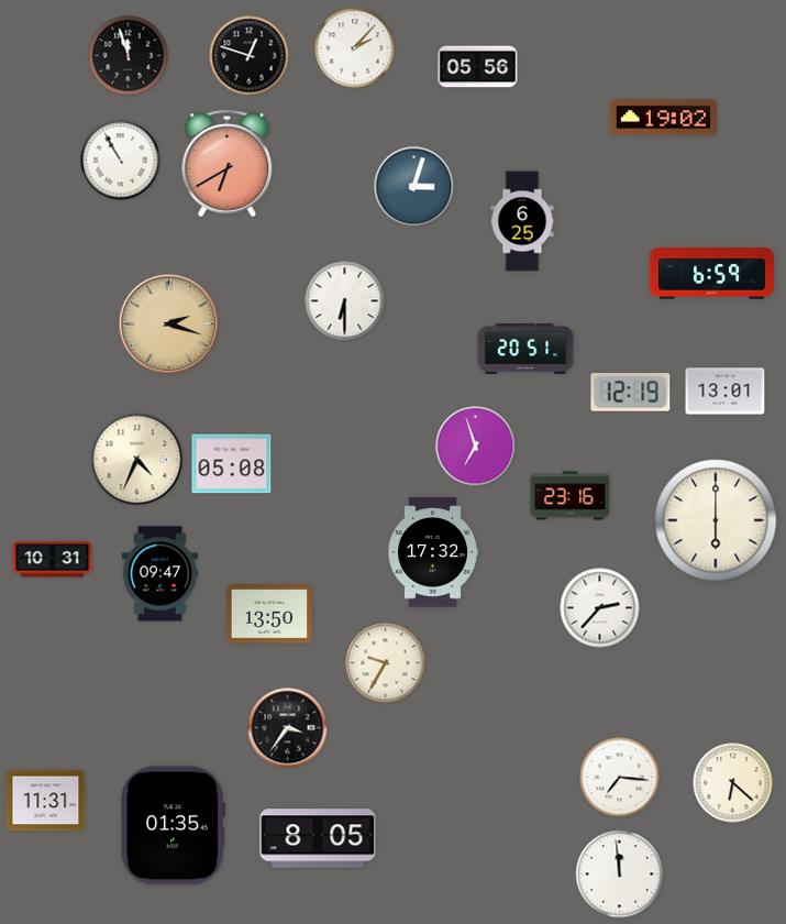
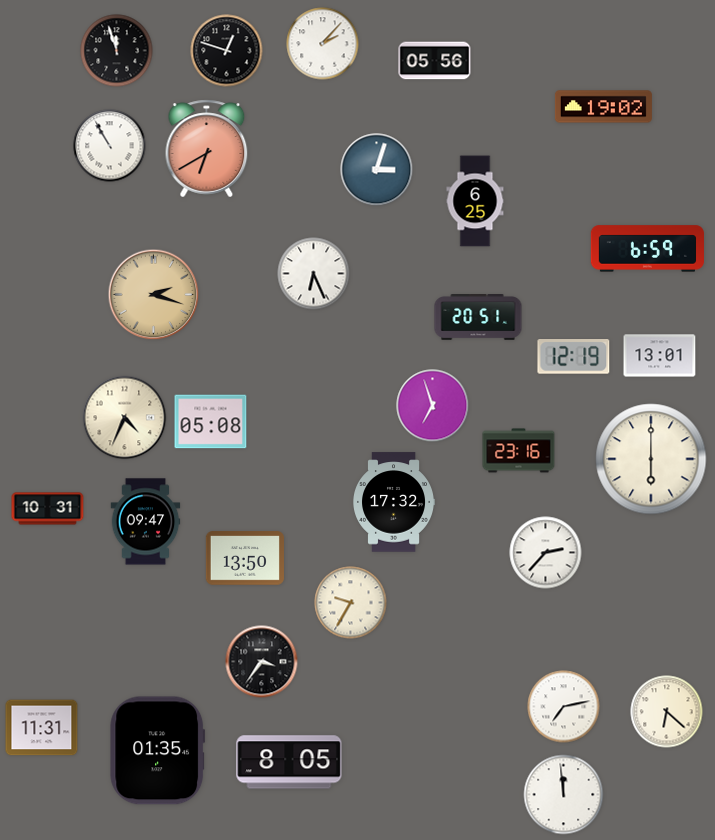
clock at (345, 301): 6:30 -> 6:26
clock at (716, 520) position: (716, 520) -> (651, 459)
clock at (620, 778): 7:16 -> 7:13
